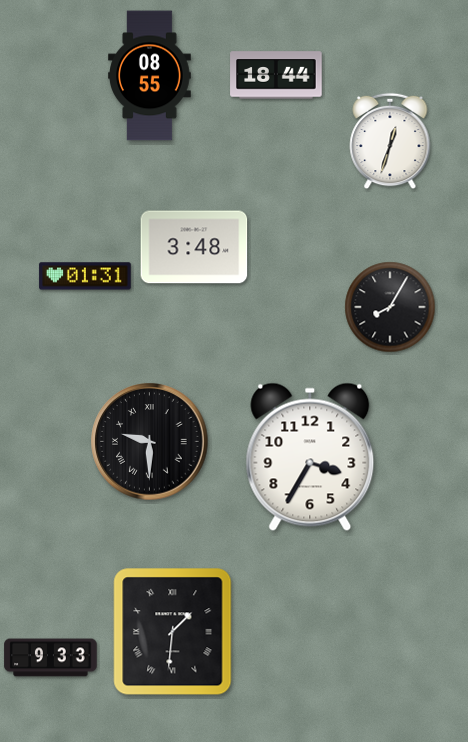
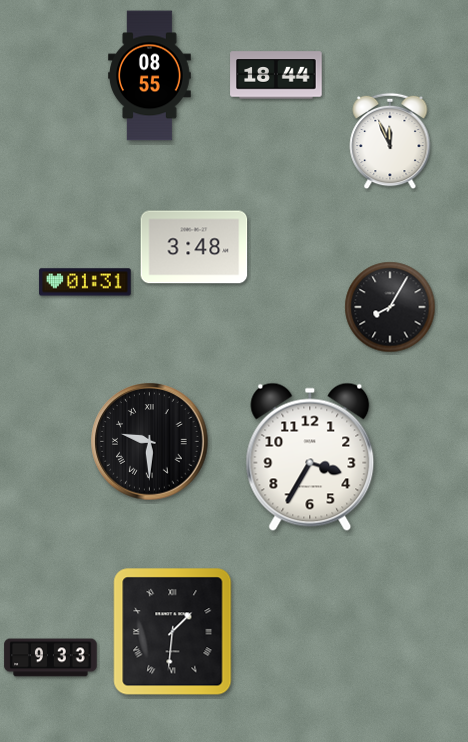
clock at (390, 141): 12:33 -> 11:56
clock at (85, 276) position: (85, 276) -> (85, 282)
